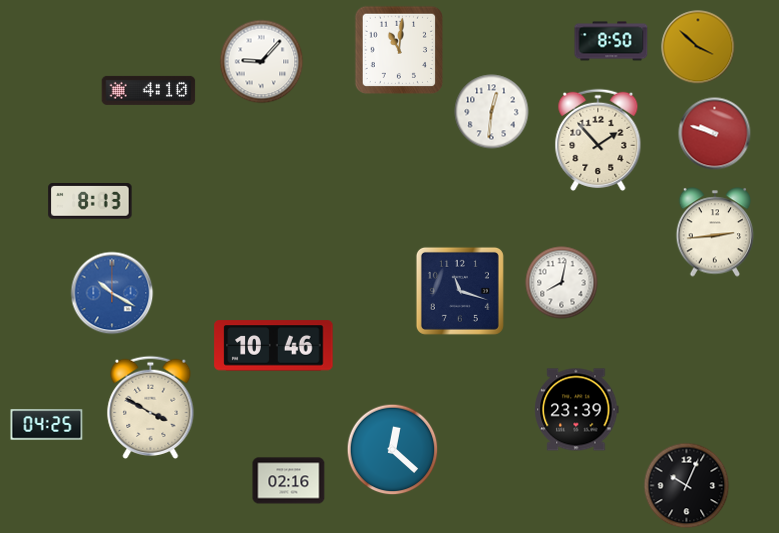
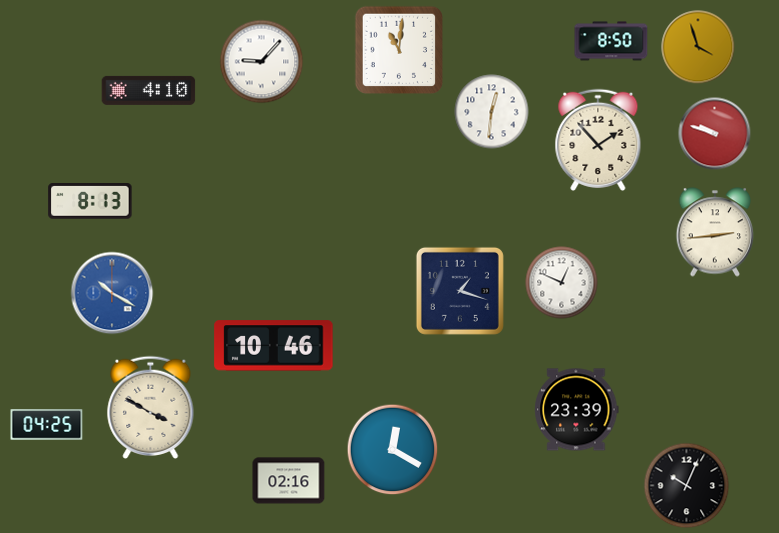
clock at (698, 47): 3:52 -> 3:57
clock at (562, 283): 8:02 -> 12:49
clock at (460, 291): 11:18 -> 1:18
clock at (393, 450): 12:22 -> 12:20
